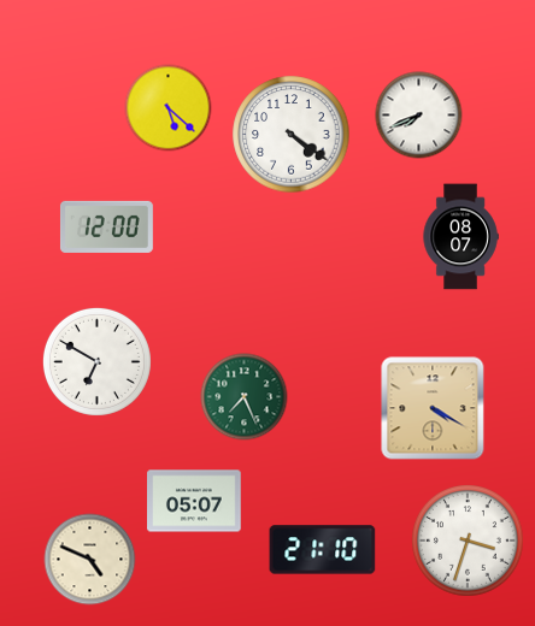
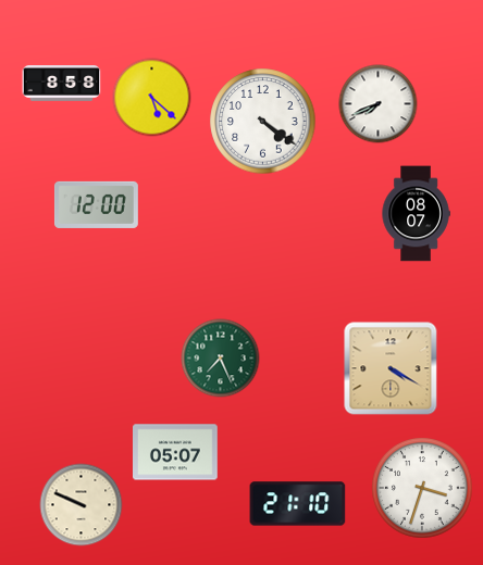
clock at (62, 84): none -> 8:58
clock at (96, 361): 6:50 -> none
clock at (323, 550) position: (323, 550) -> (298, 504)
clock at (90, 560): 4:49 -> 9:49
